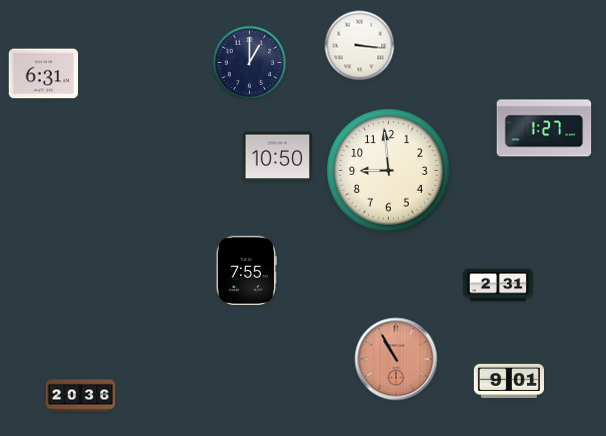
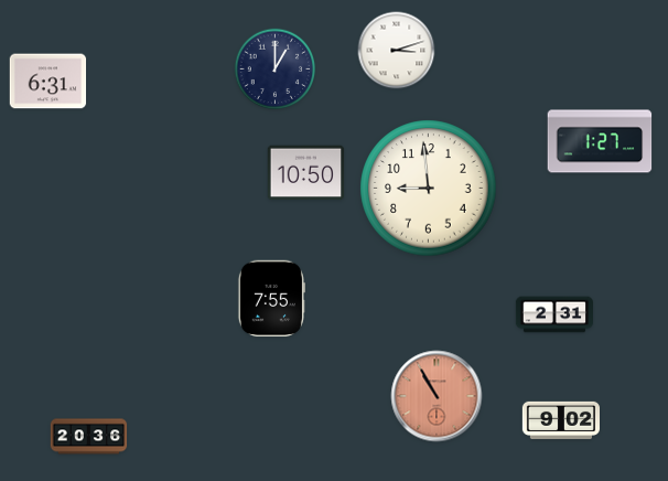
clock at (360, 46): 3:16 -> 3:12
clock at (497, 285) position: (497, 285) -> (553, 314)
clock at (508, 381): 9:01 -> 9:02
